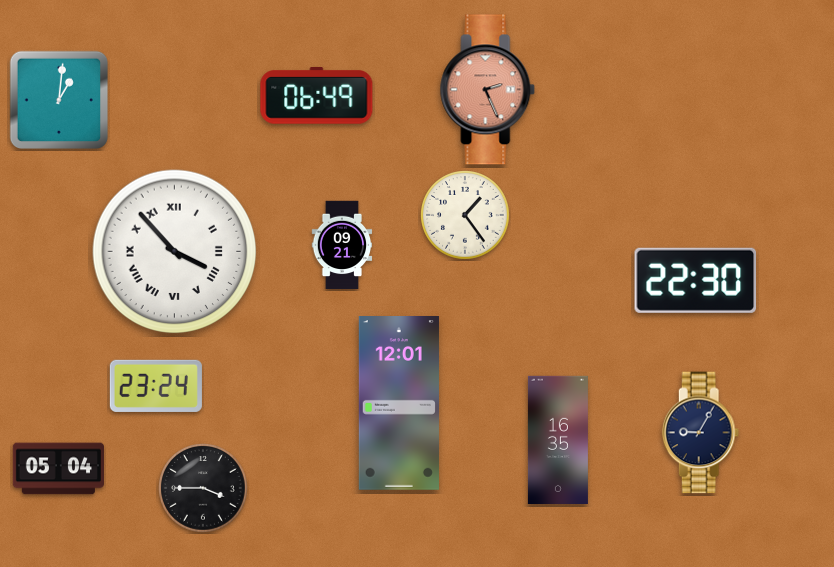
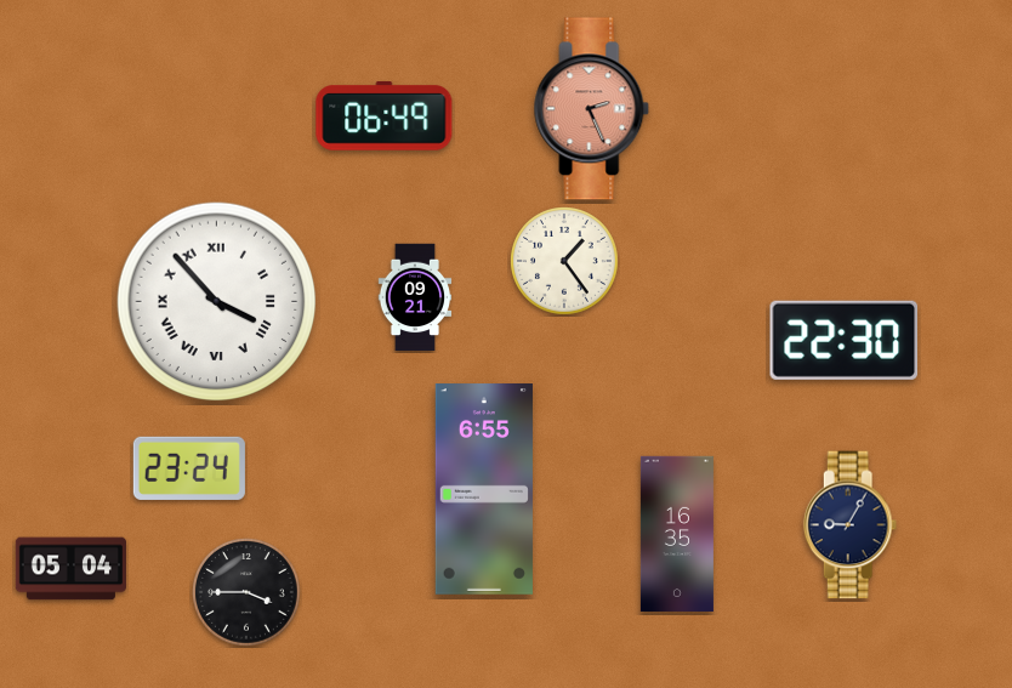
clock at (59, 100): 1:01 -> none
clock at (175, 252) position: (175, 252) -> (217, 302)
clock at (399, 404): 12:01 -> 6:55
